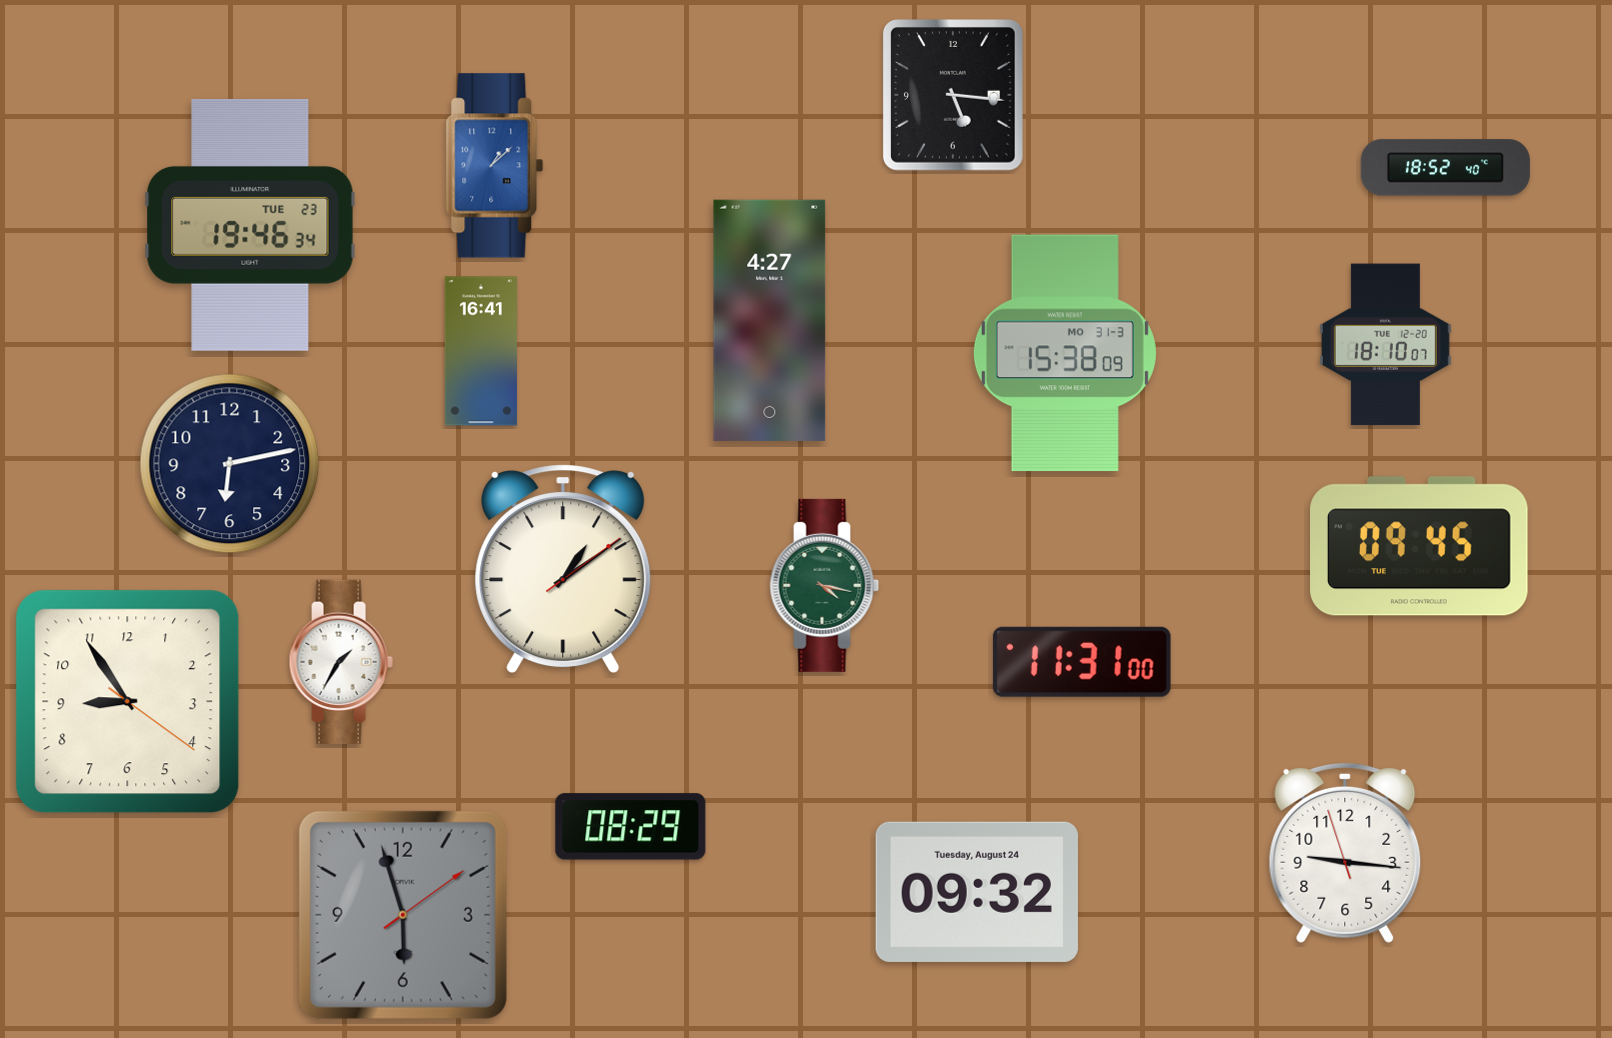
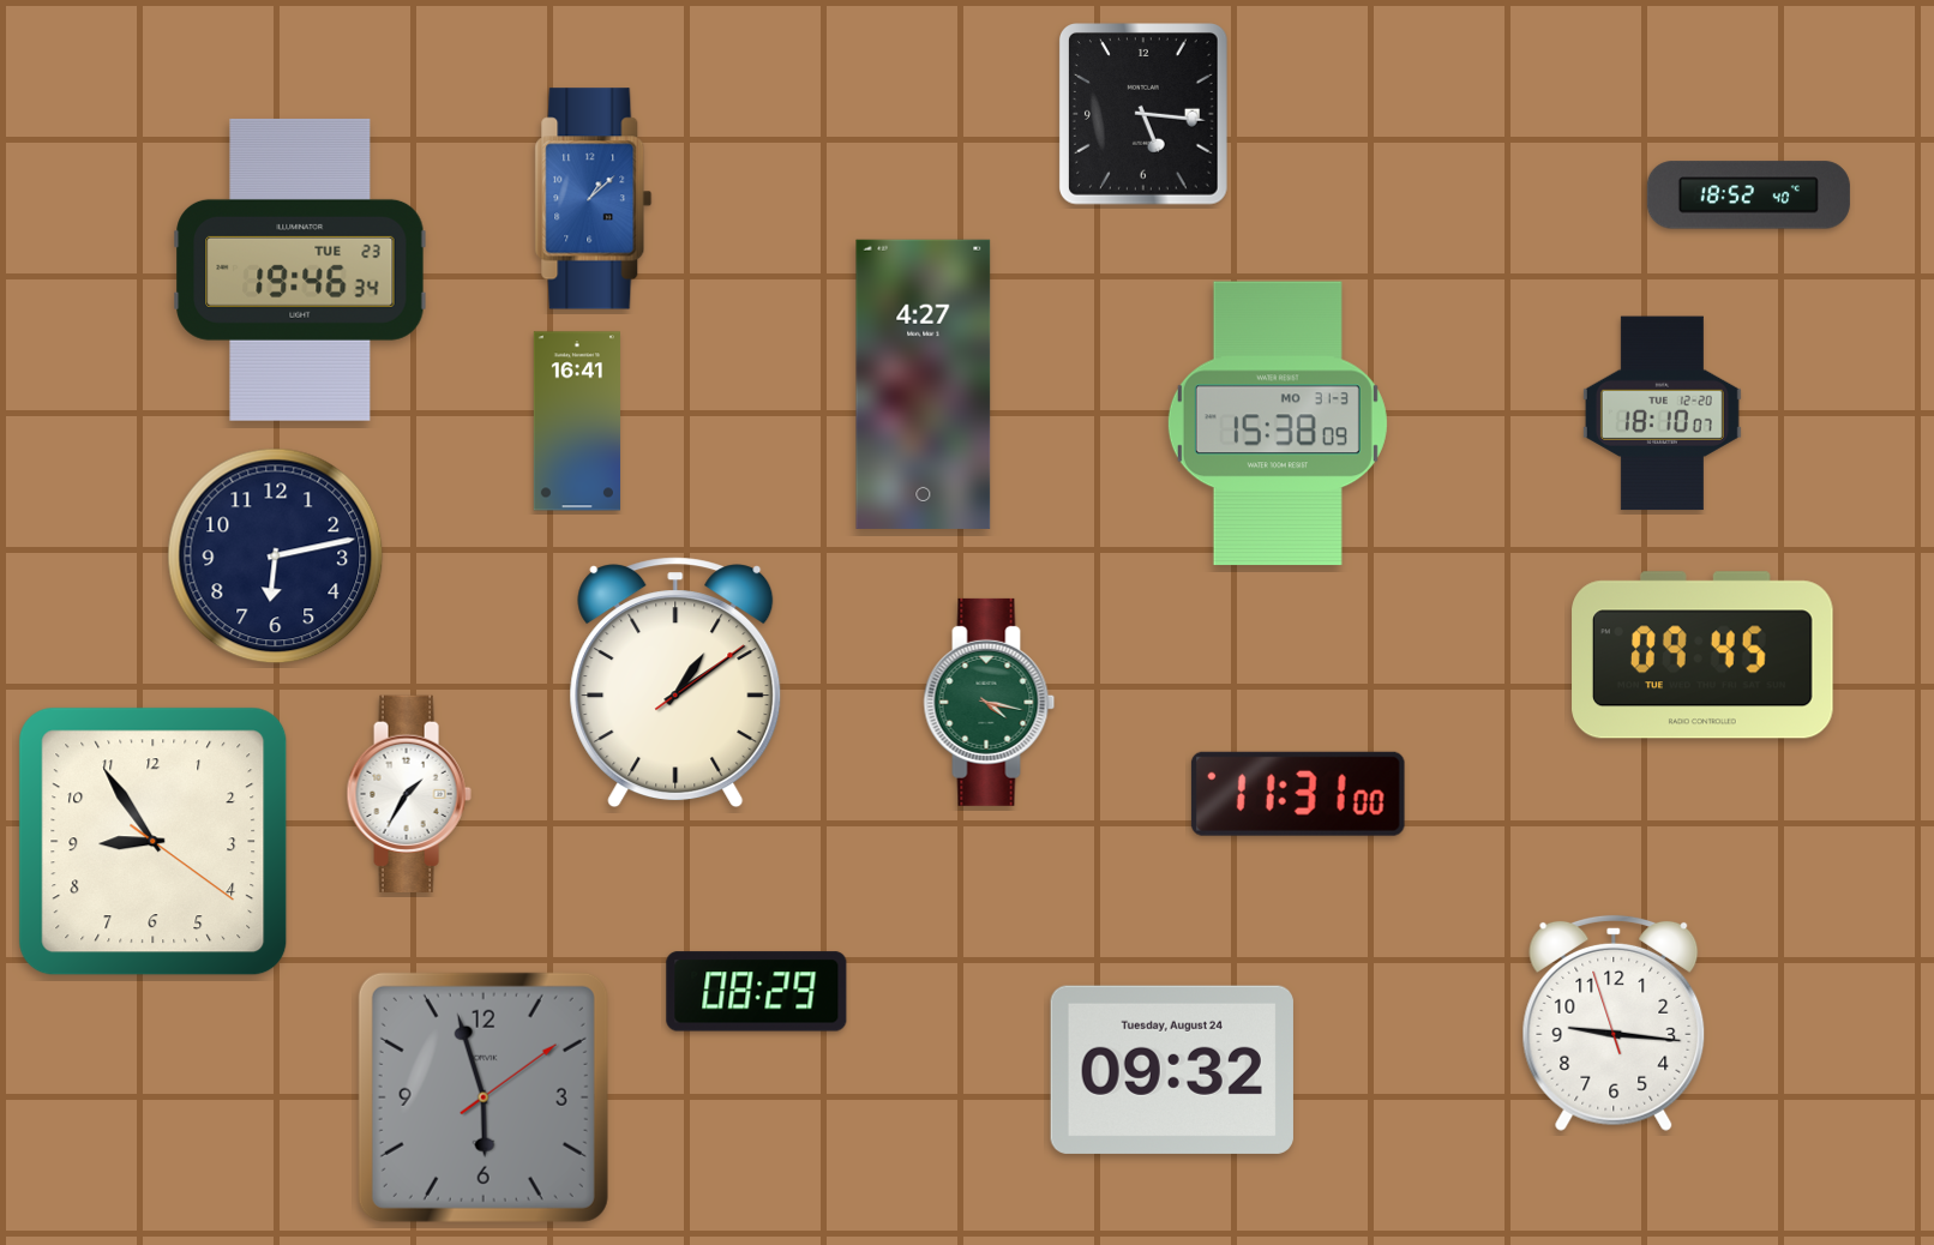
clock at (1445, 168) position: (1445, 168) -> (1748, 196)
